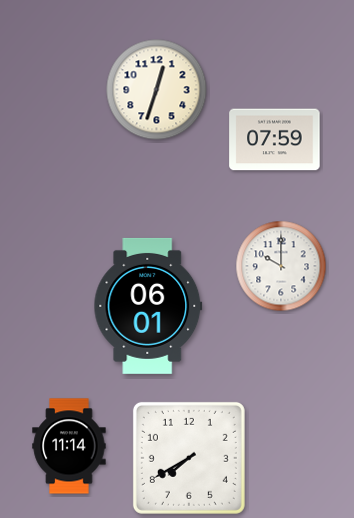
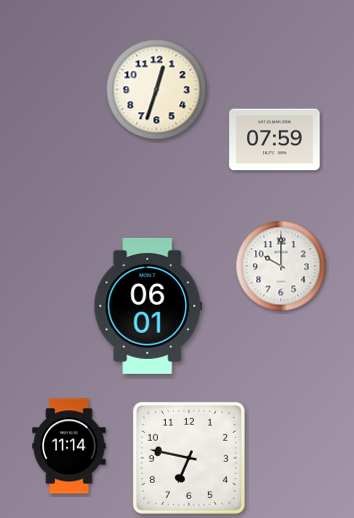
clock at (189, 458): 7:40 -> 6:47
